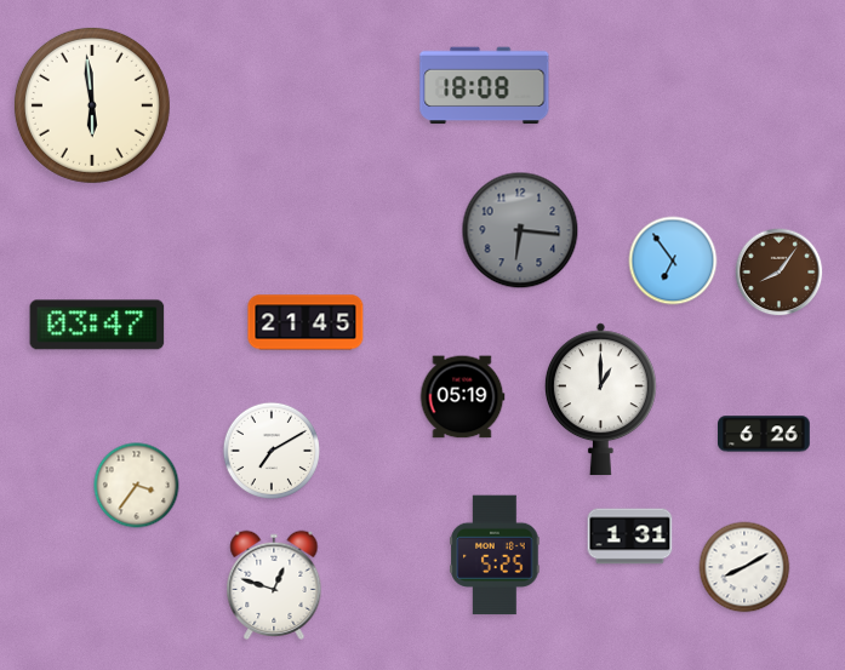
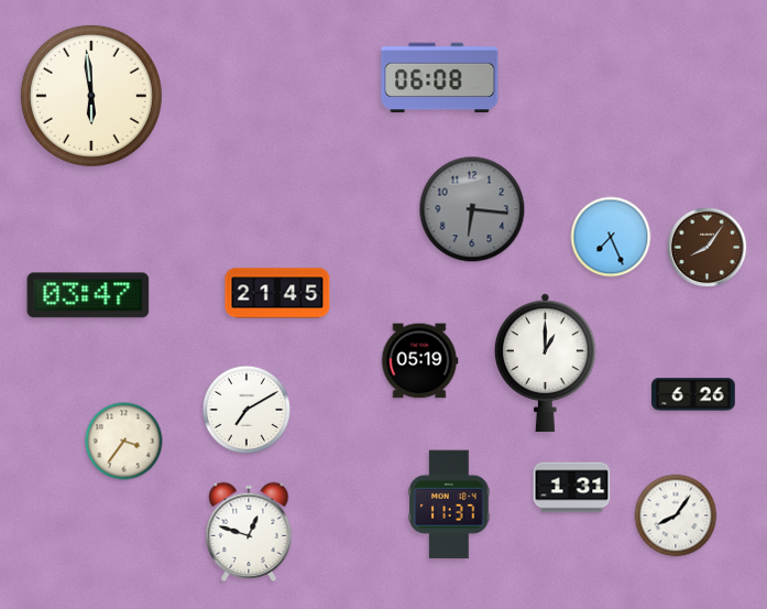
clock at (485, 86): 18:08 -> 06:08
clock at (92, 105) position: (92, 105) -> (91, 96)
clock at (673, 260): 6:54 -> 7:26
clock at (495, 555): 5:25 -> 11:37
clock at (744, 567): 8:10 -> 8:06
